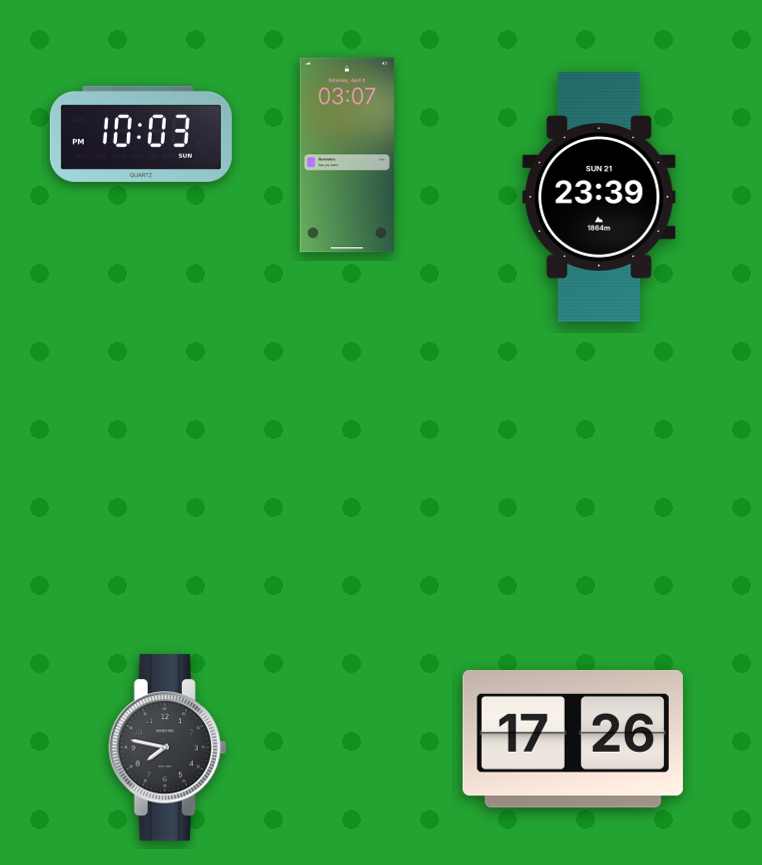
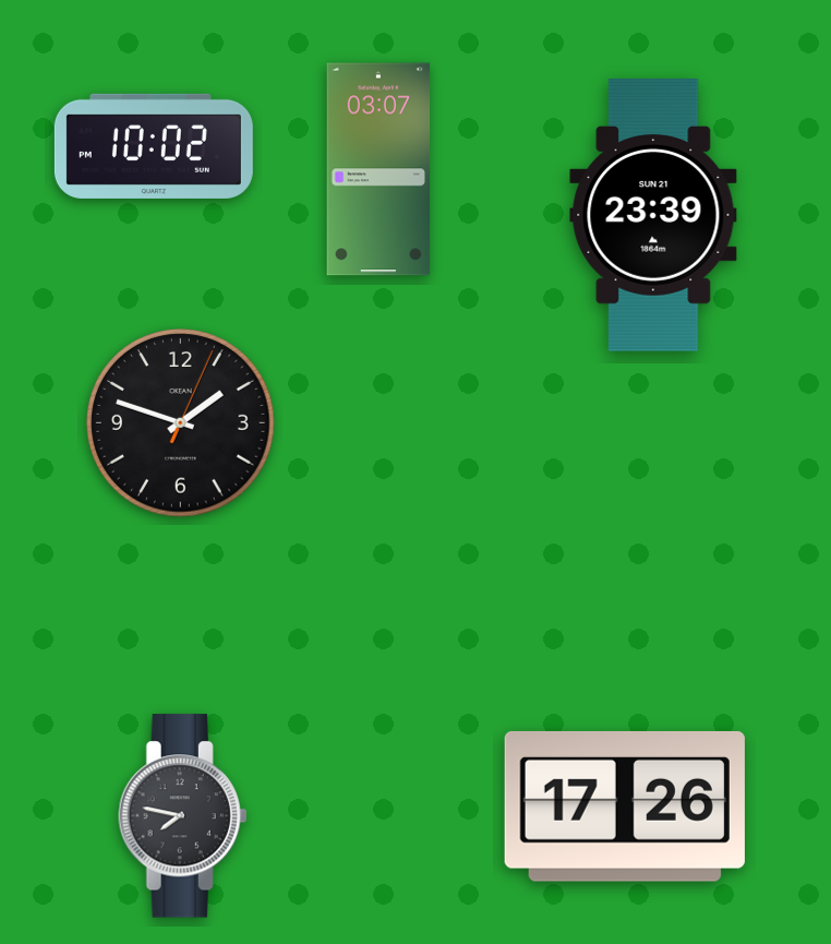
clock at (141, 134): 10:03 -> 10:02
clock at (181, 423): none -> 1:48
